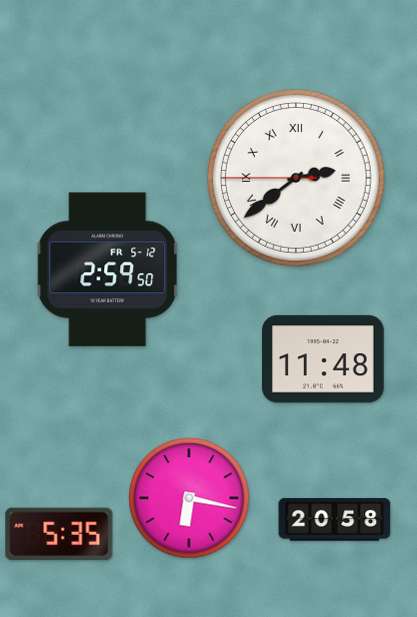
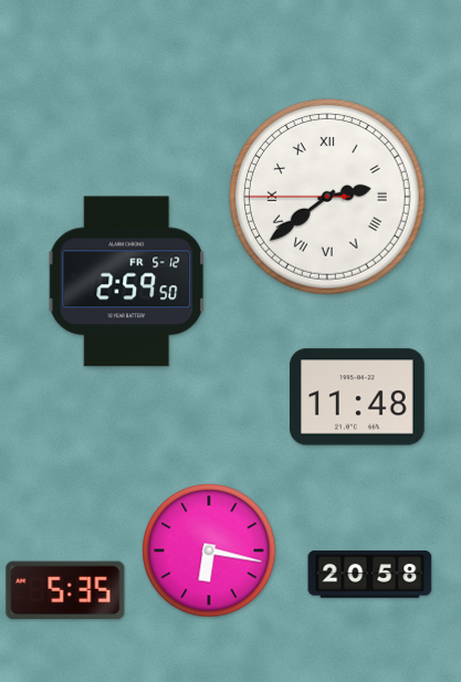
clock at (108, 270) position: (108, 270) -> (127, 282)
